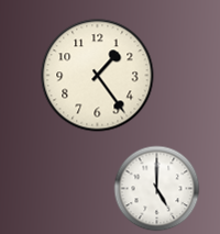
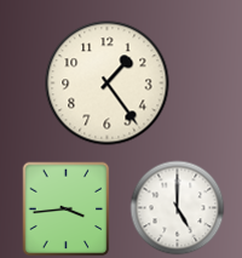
clock at (156, 188) position: (156, 188) -> (177, 207)
clock at (67, 208): none -> 3:44
